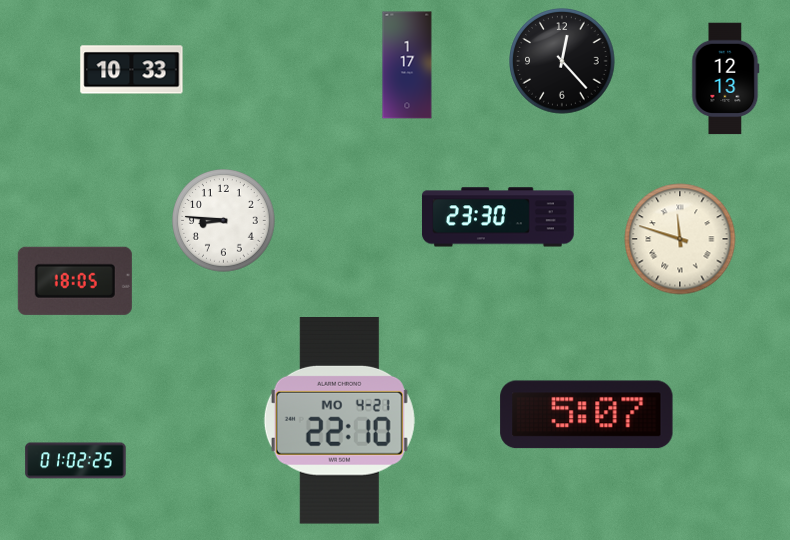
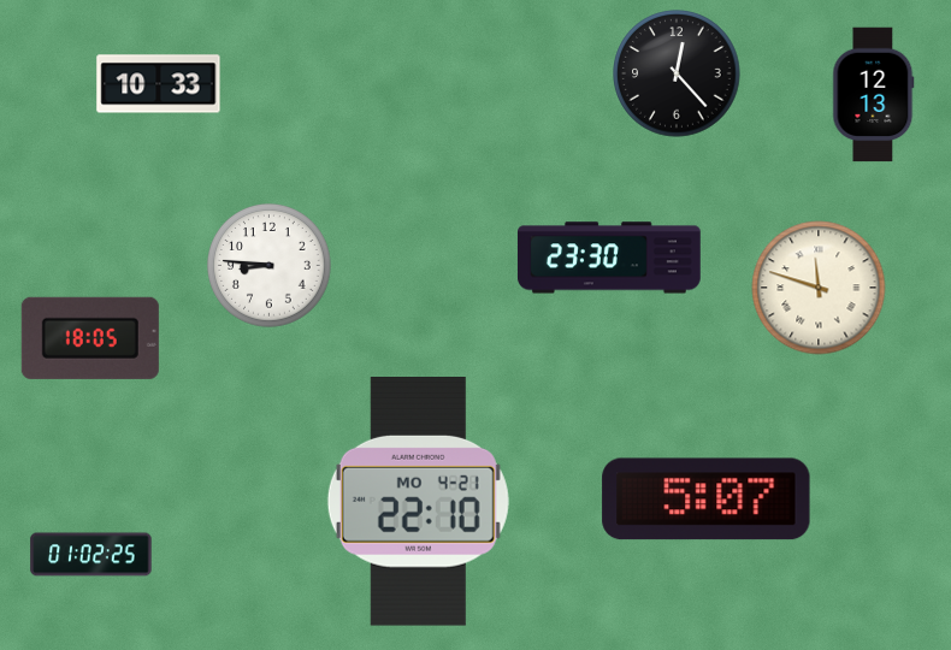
clock at (407, 65): 1:17 -> none
clock at (498, 217) position: (498, 217) -> (609, 258)
clock at (339, 421) position: (339, 421) -> (418, 502)
